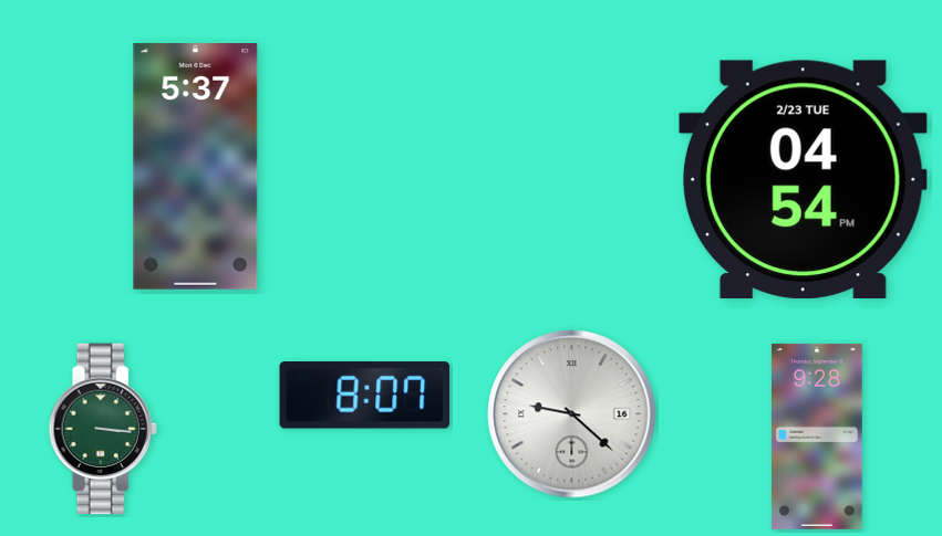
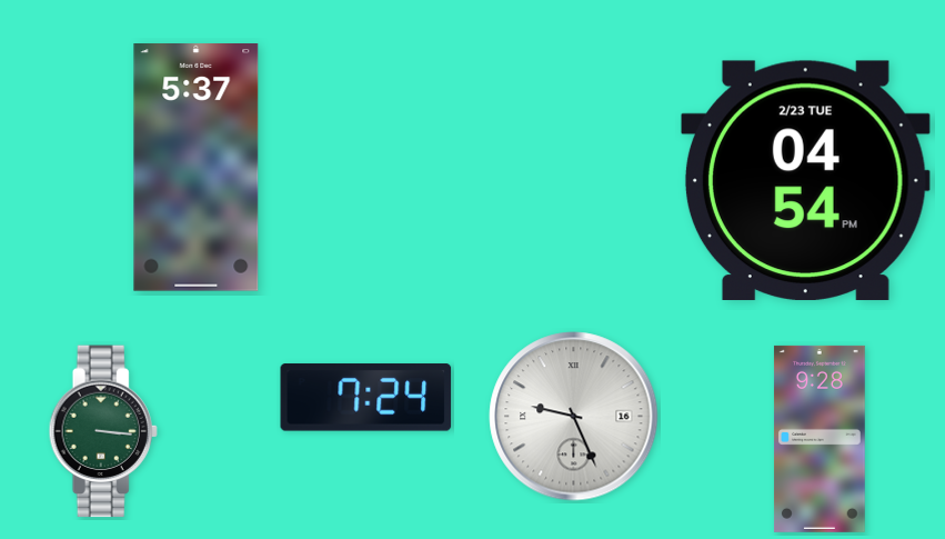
clock at (365, 396): 8:07 -> 7:24
clock at (572, 414): 9:22 -> 9:26
